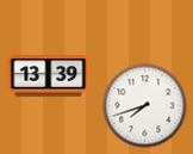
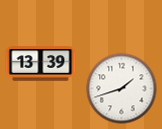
clock at (145, 106): 7:42 -> 1:42
